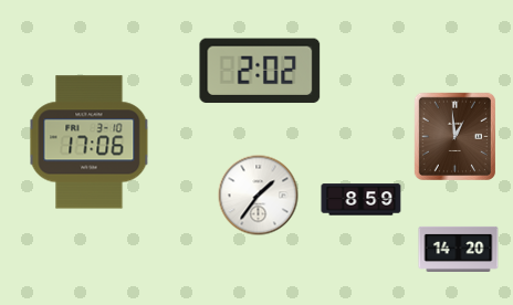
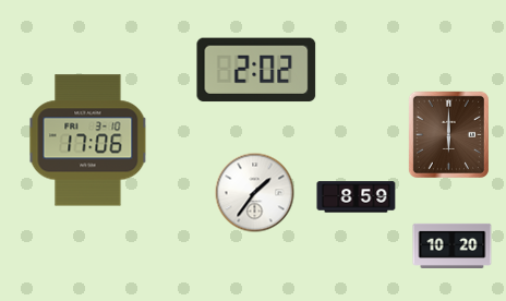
clock at (454, 136): 12:59 -> 6:00
clock at (459, 249): 14:20 -> 10:20
